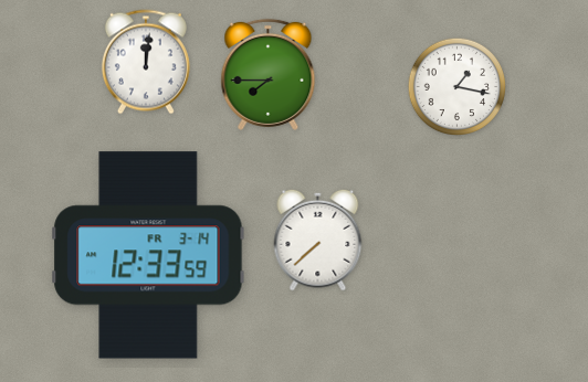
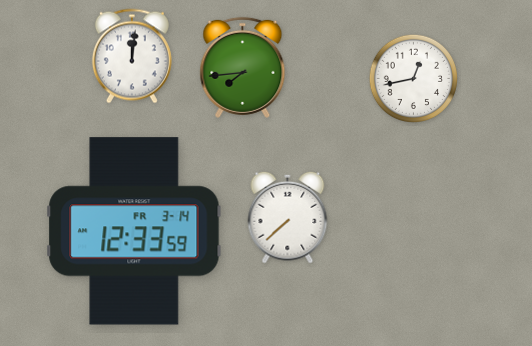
clock at (269, 74): 7:45 -> 7:44
clock at (456, 86): 1:17 -> 12:43
